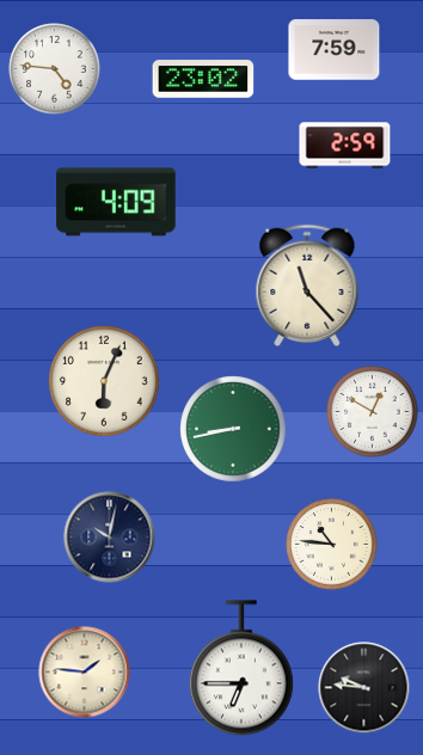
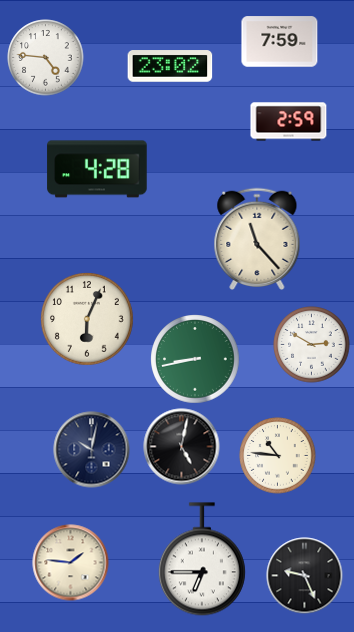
clock at (116, 202): 4:09 -> 4:28
clock at (373, 412): 12:50 -> 2:50
clock at (182, 447): none -> 5:02
clock at (364, 688): 9:46 -> 9:26
